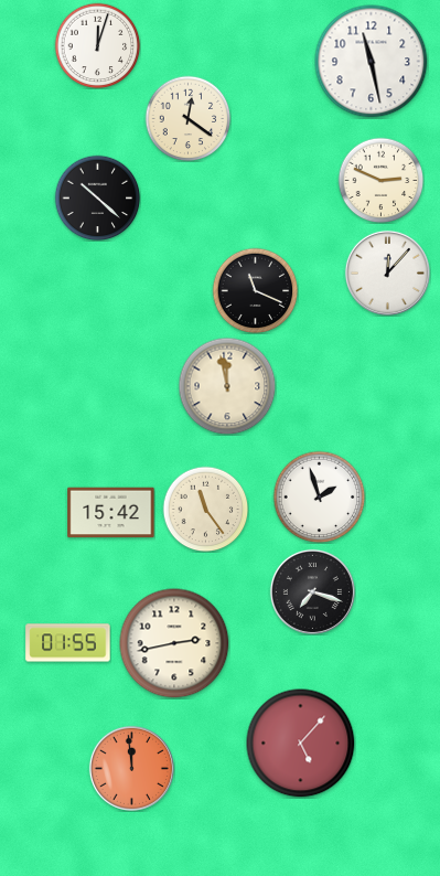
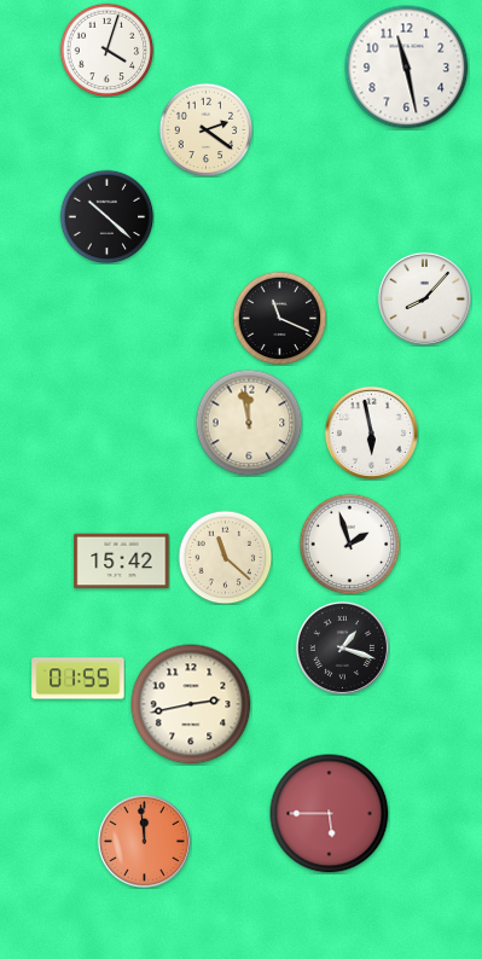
clock at (97, 45): 12:03 -> 4:03
clock at (187, 118): 12:21 -> 2:21
clock at (380, 180): 2:49 -> none
clock at (387, 273): 12:07 -> 8:07
clock at (371, 432): none -> 5:58
clock at (205, 509): 11:24 -> 11:22
clock at (312, 591): 7:18 -> 1:18
clock at (68, 643) position: (68, 643) -> (79, 679)
clock at (301, 744): 5:07 -> 5:45
